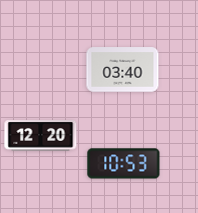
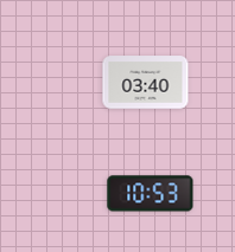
clock at (41, 136): 12:20 -> none
clock at (124, 164) position: (124, 164) -> (151, 194)
